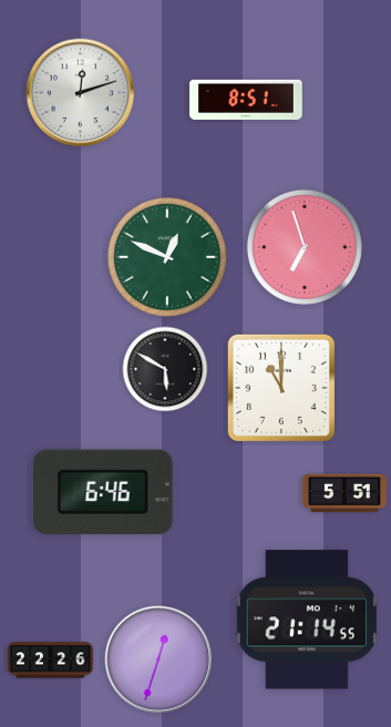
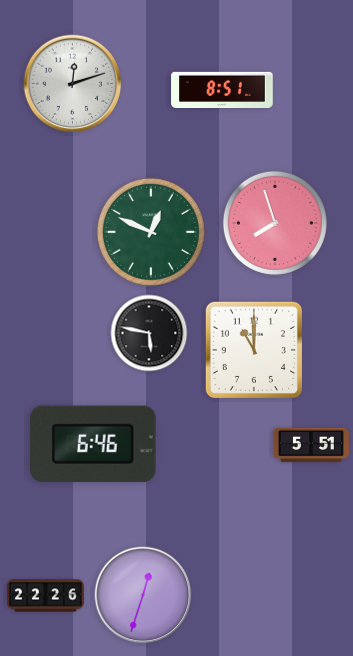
clock at (305, 247): 6:57 -> 7:57
clock at (165, 369): 5:50 -> 5:47
clock at (306, 620): 21:14 -> none
